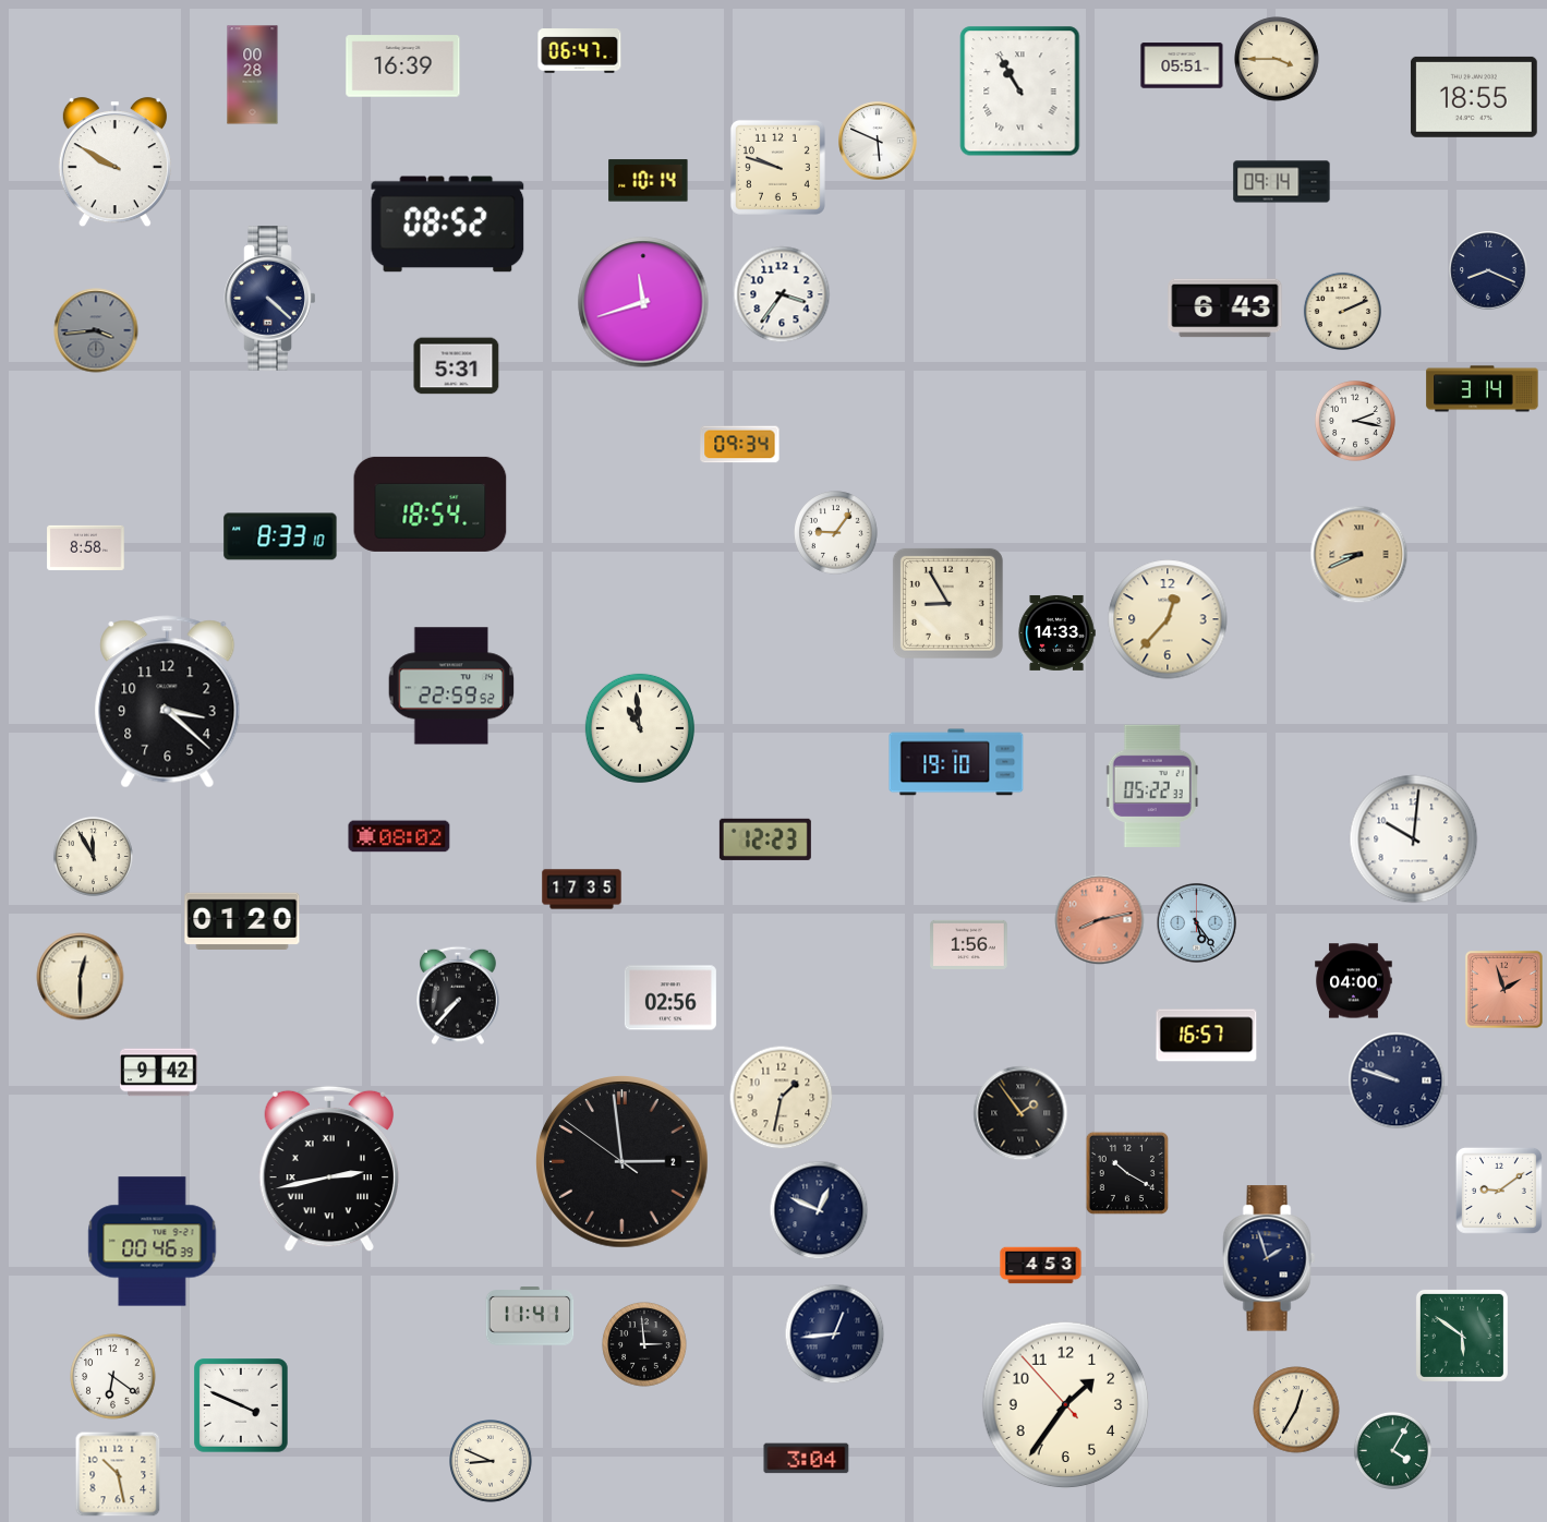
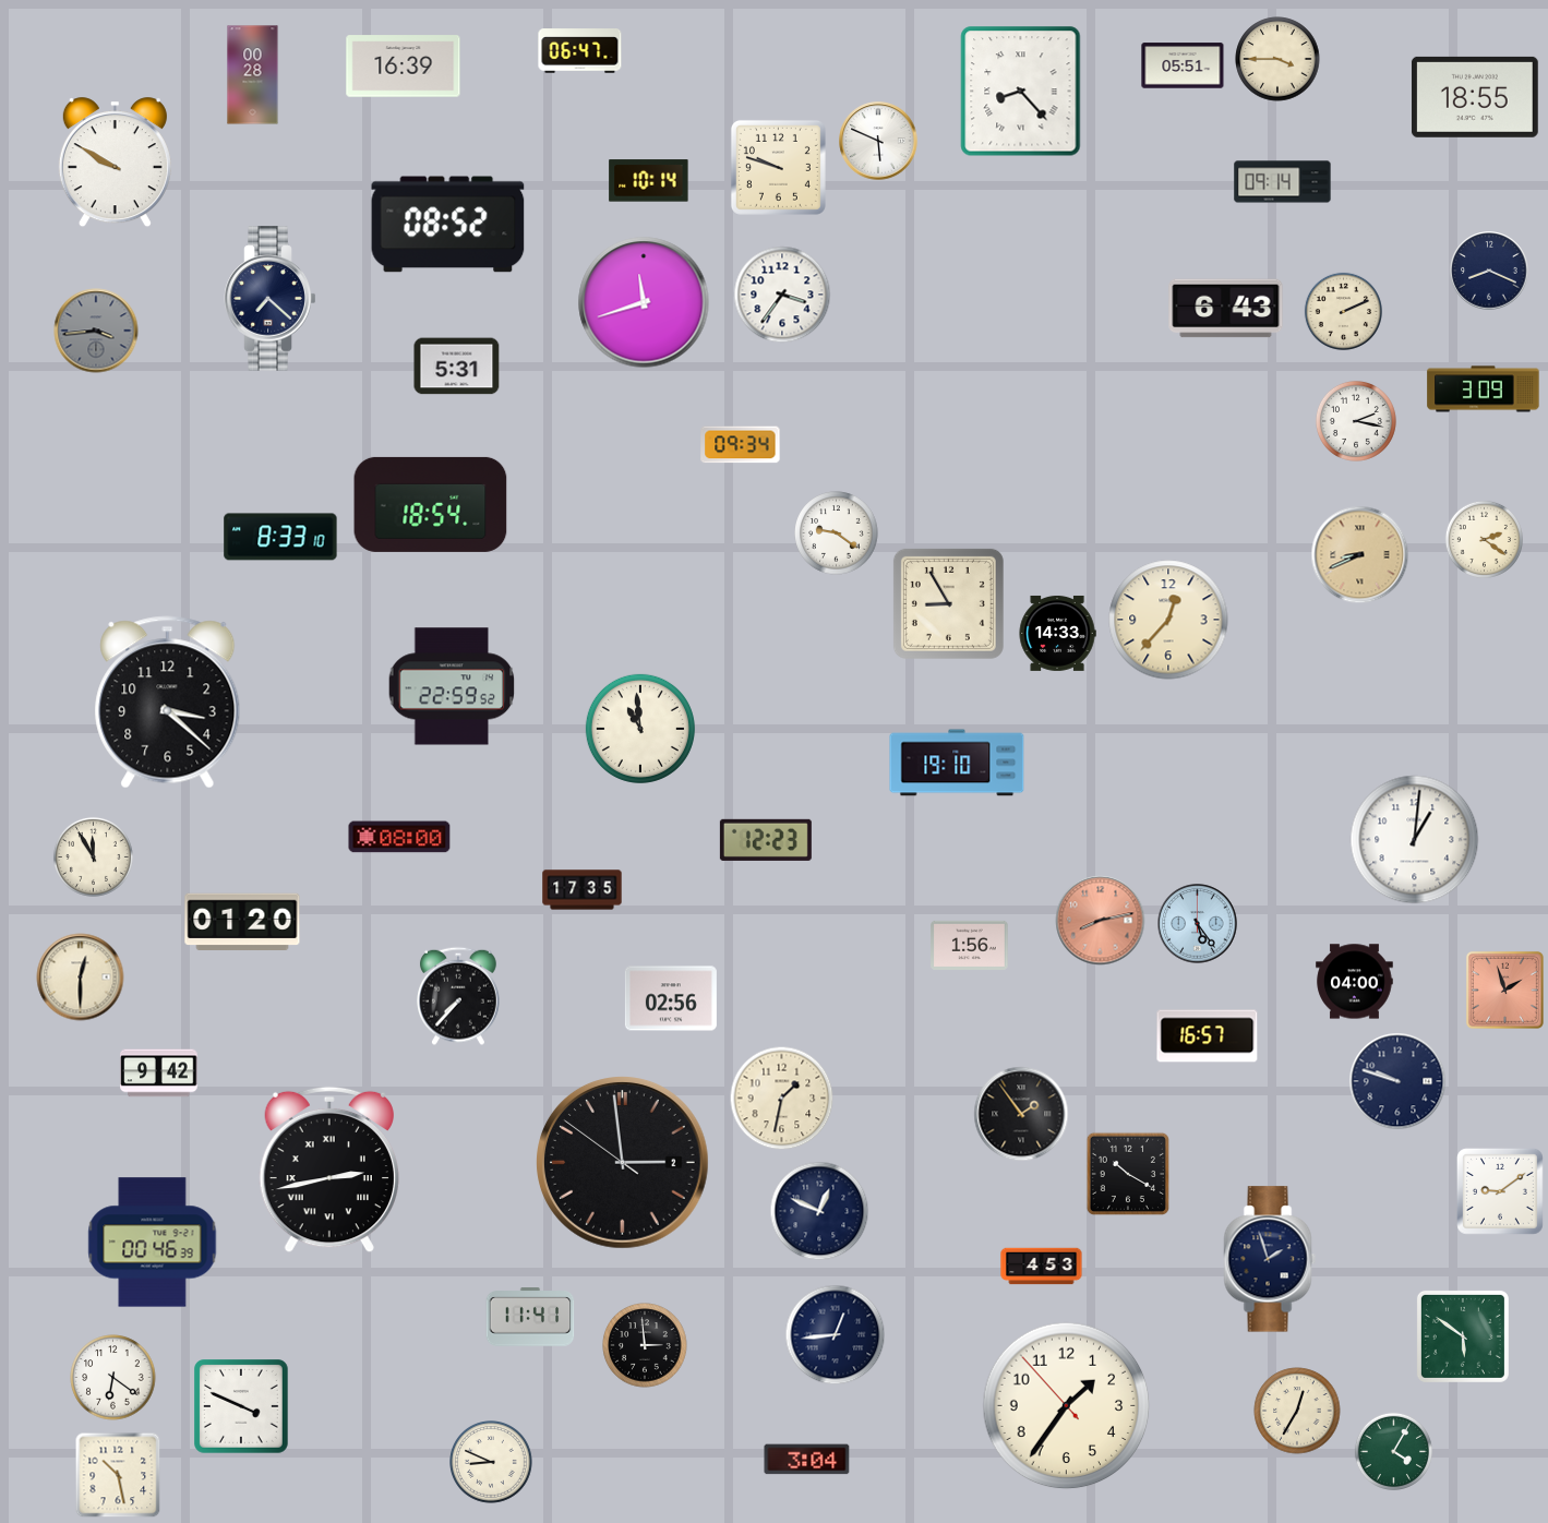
clock at (1020, 92): 10:55 -> 8:23
clock at (270, 299): 4:22 -> 7:22
clock at (1483, 389): 3:14 -> 3:09
clock at (836, 533): 9:06 -> 9:21
clock at (1484, 539): none -> 2:21
clock at (86, 547): 8:58 -> none
clock at (1152, 785): 05:22 -> none
clock at (399, 836): 08:02 -> 08:00
clock at (1414, 839): 10:01 -> 1:01
